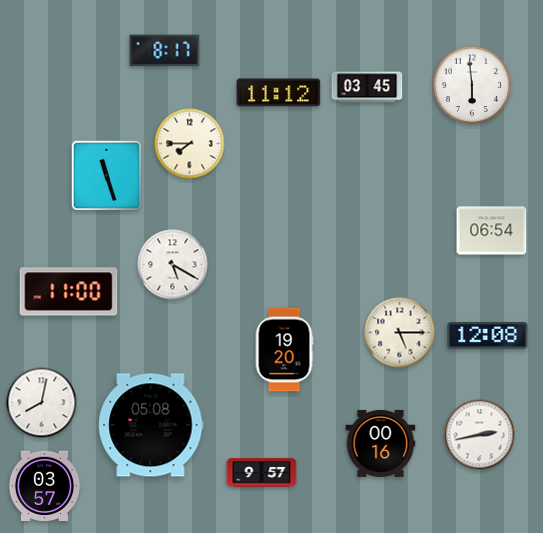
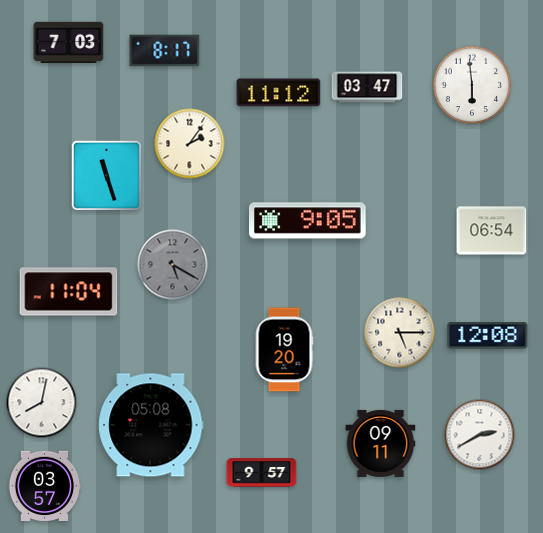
clock at (69, 42): none -> 7:03
clock at (367, 87): 03:45 -> 03:47
clock at (190, 144): 7:45 -> 2:06
clock at (308, 221): none -> 9:05
clock at (173, 265) dial: white -> grey
clock at (69, 292): 11:00 -> 11:04
clock at (480, 435): 2:43 -> 2:40
clock at (381, 443): 00:16 -> 09:11
